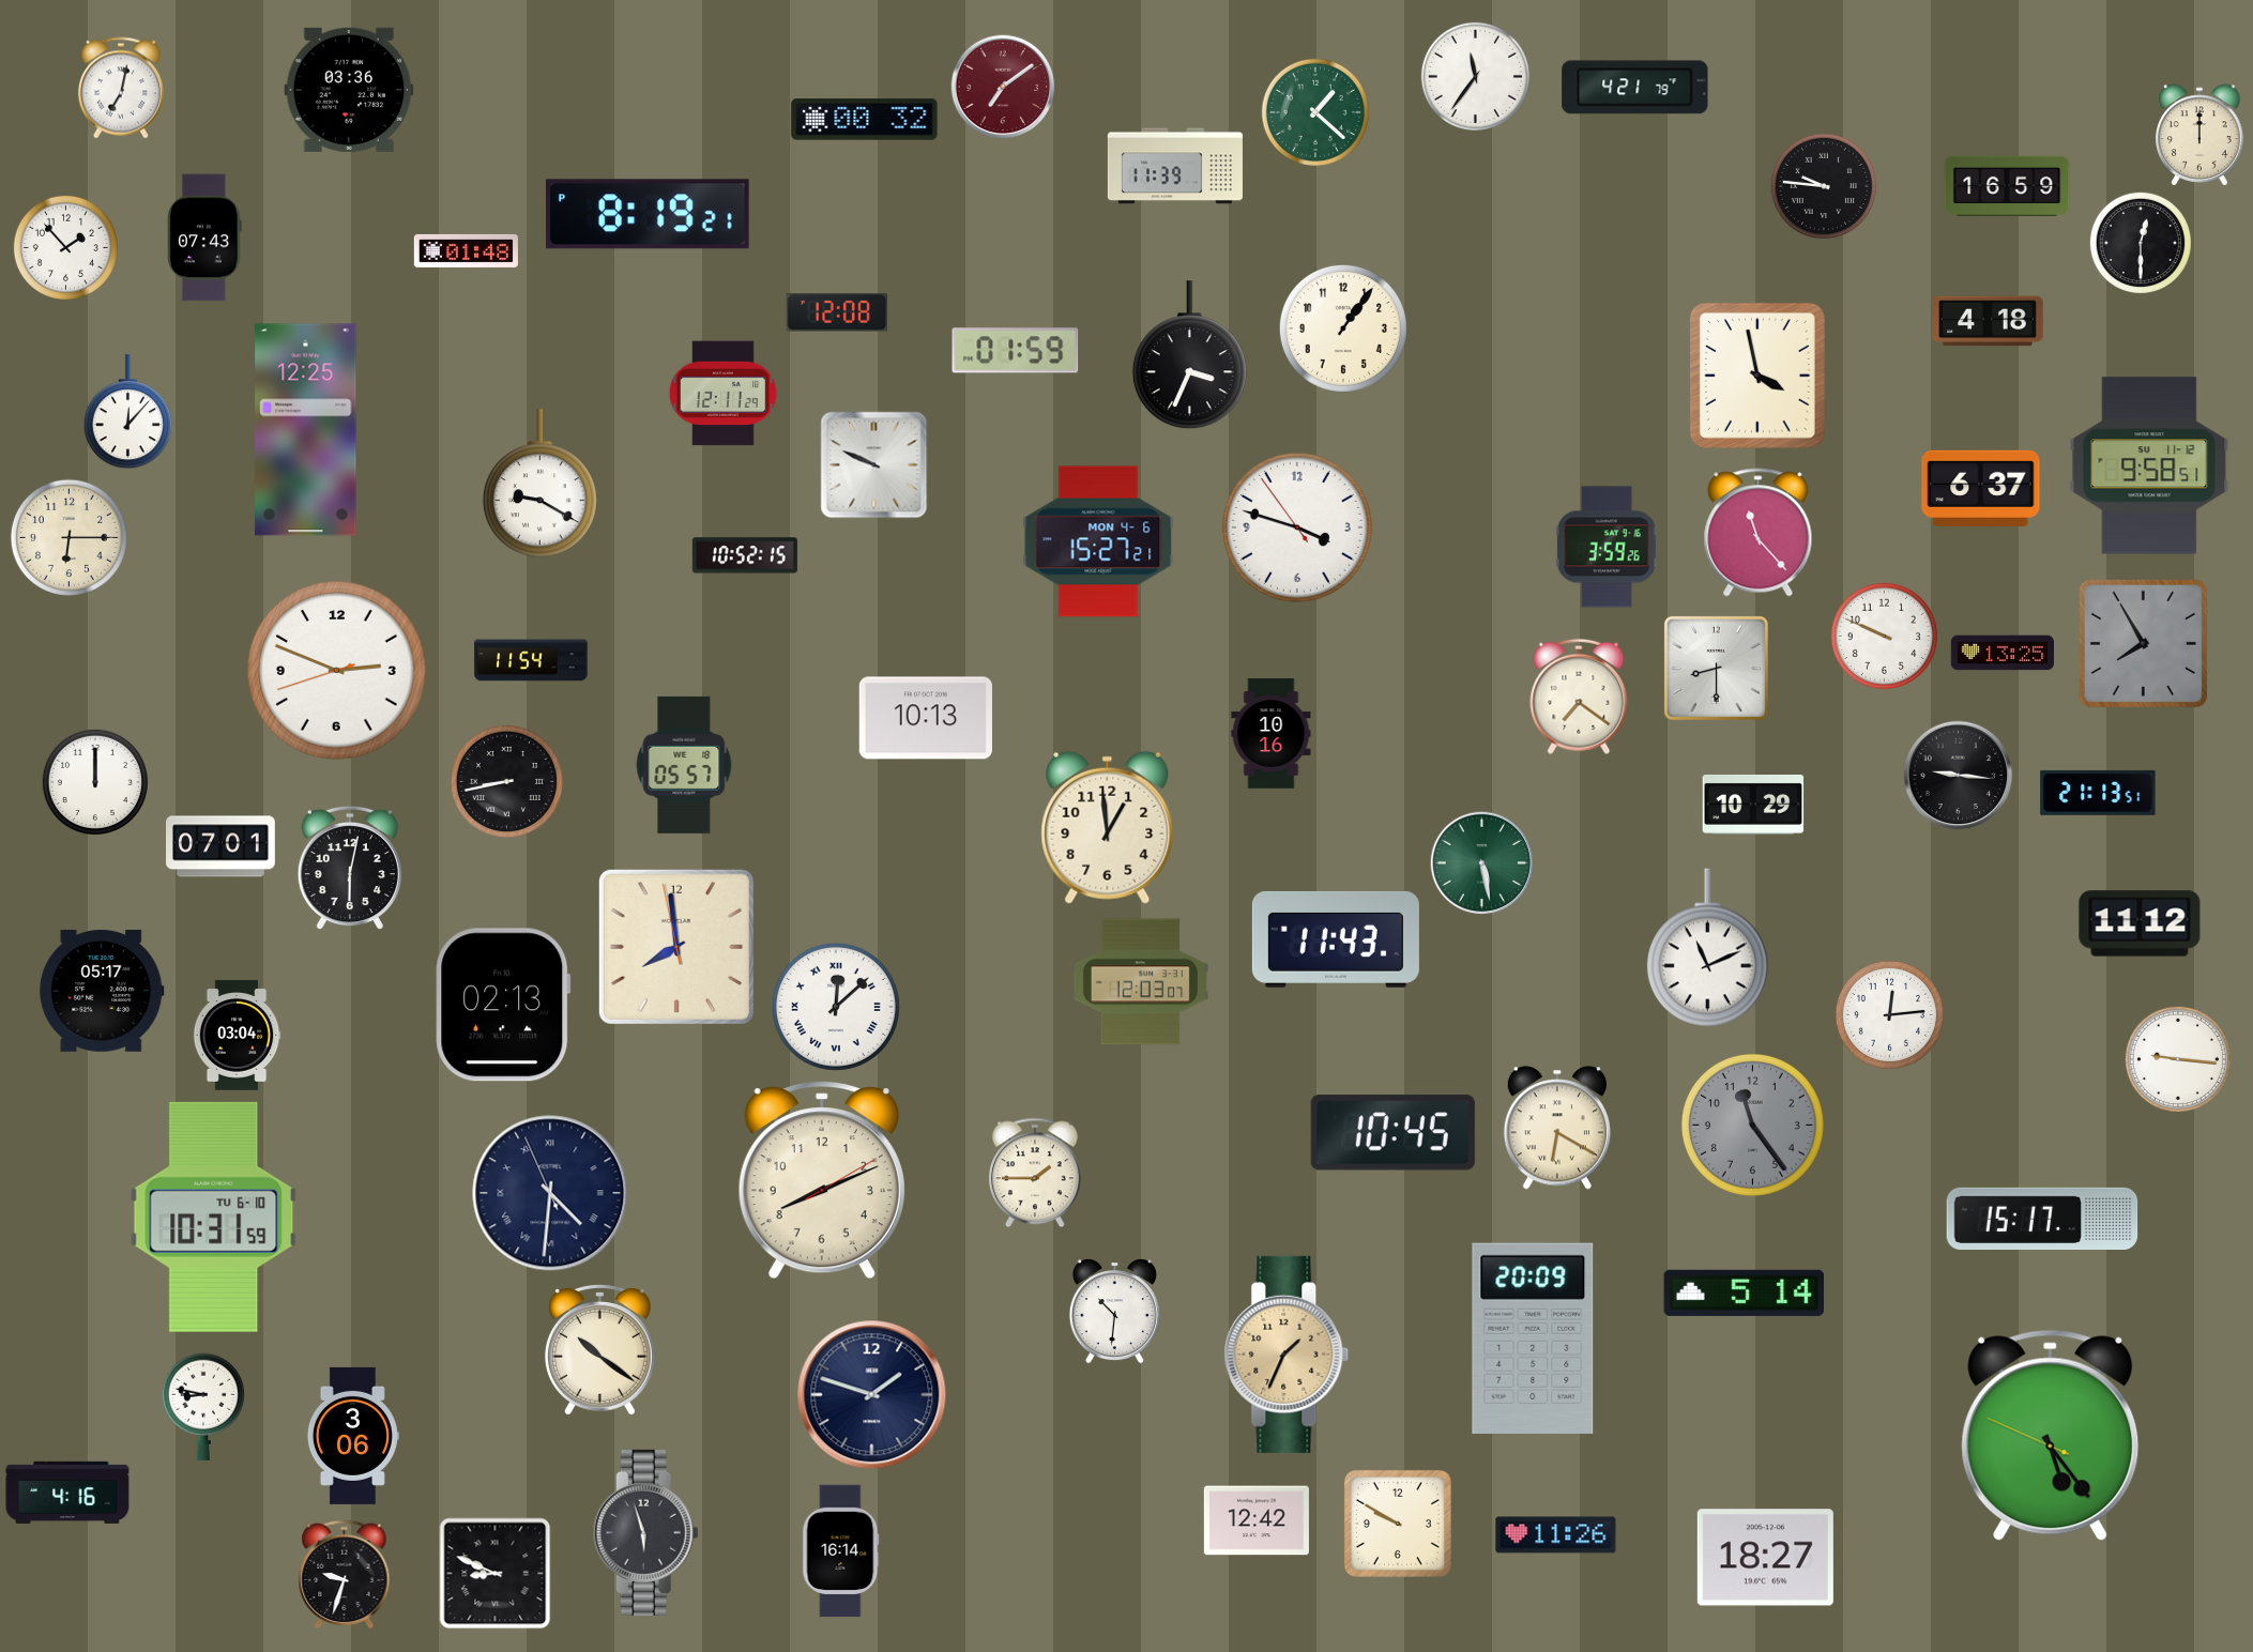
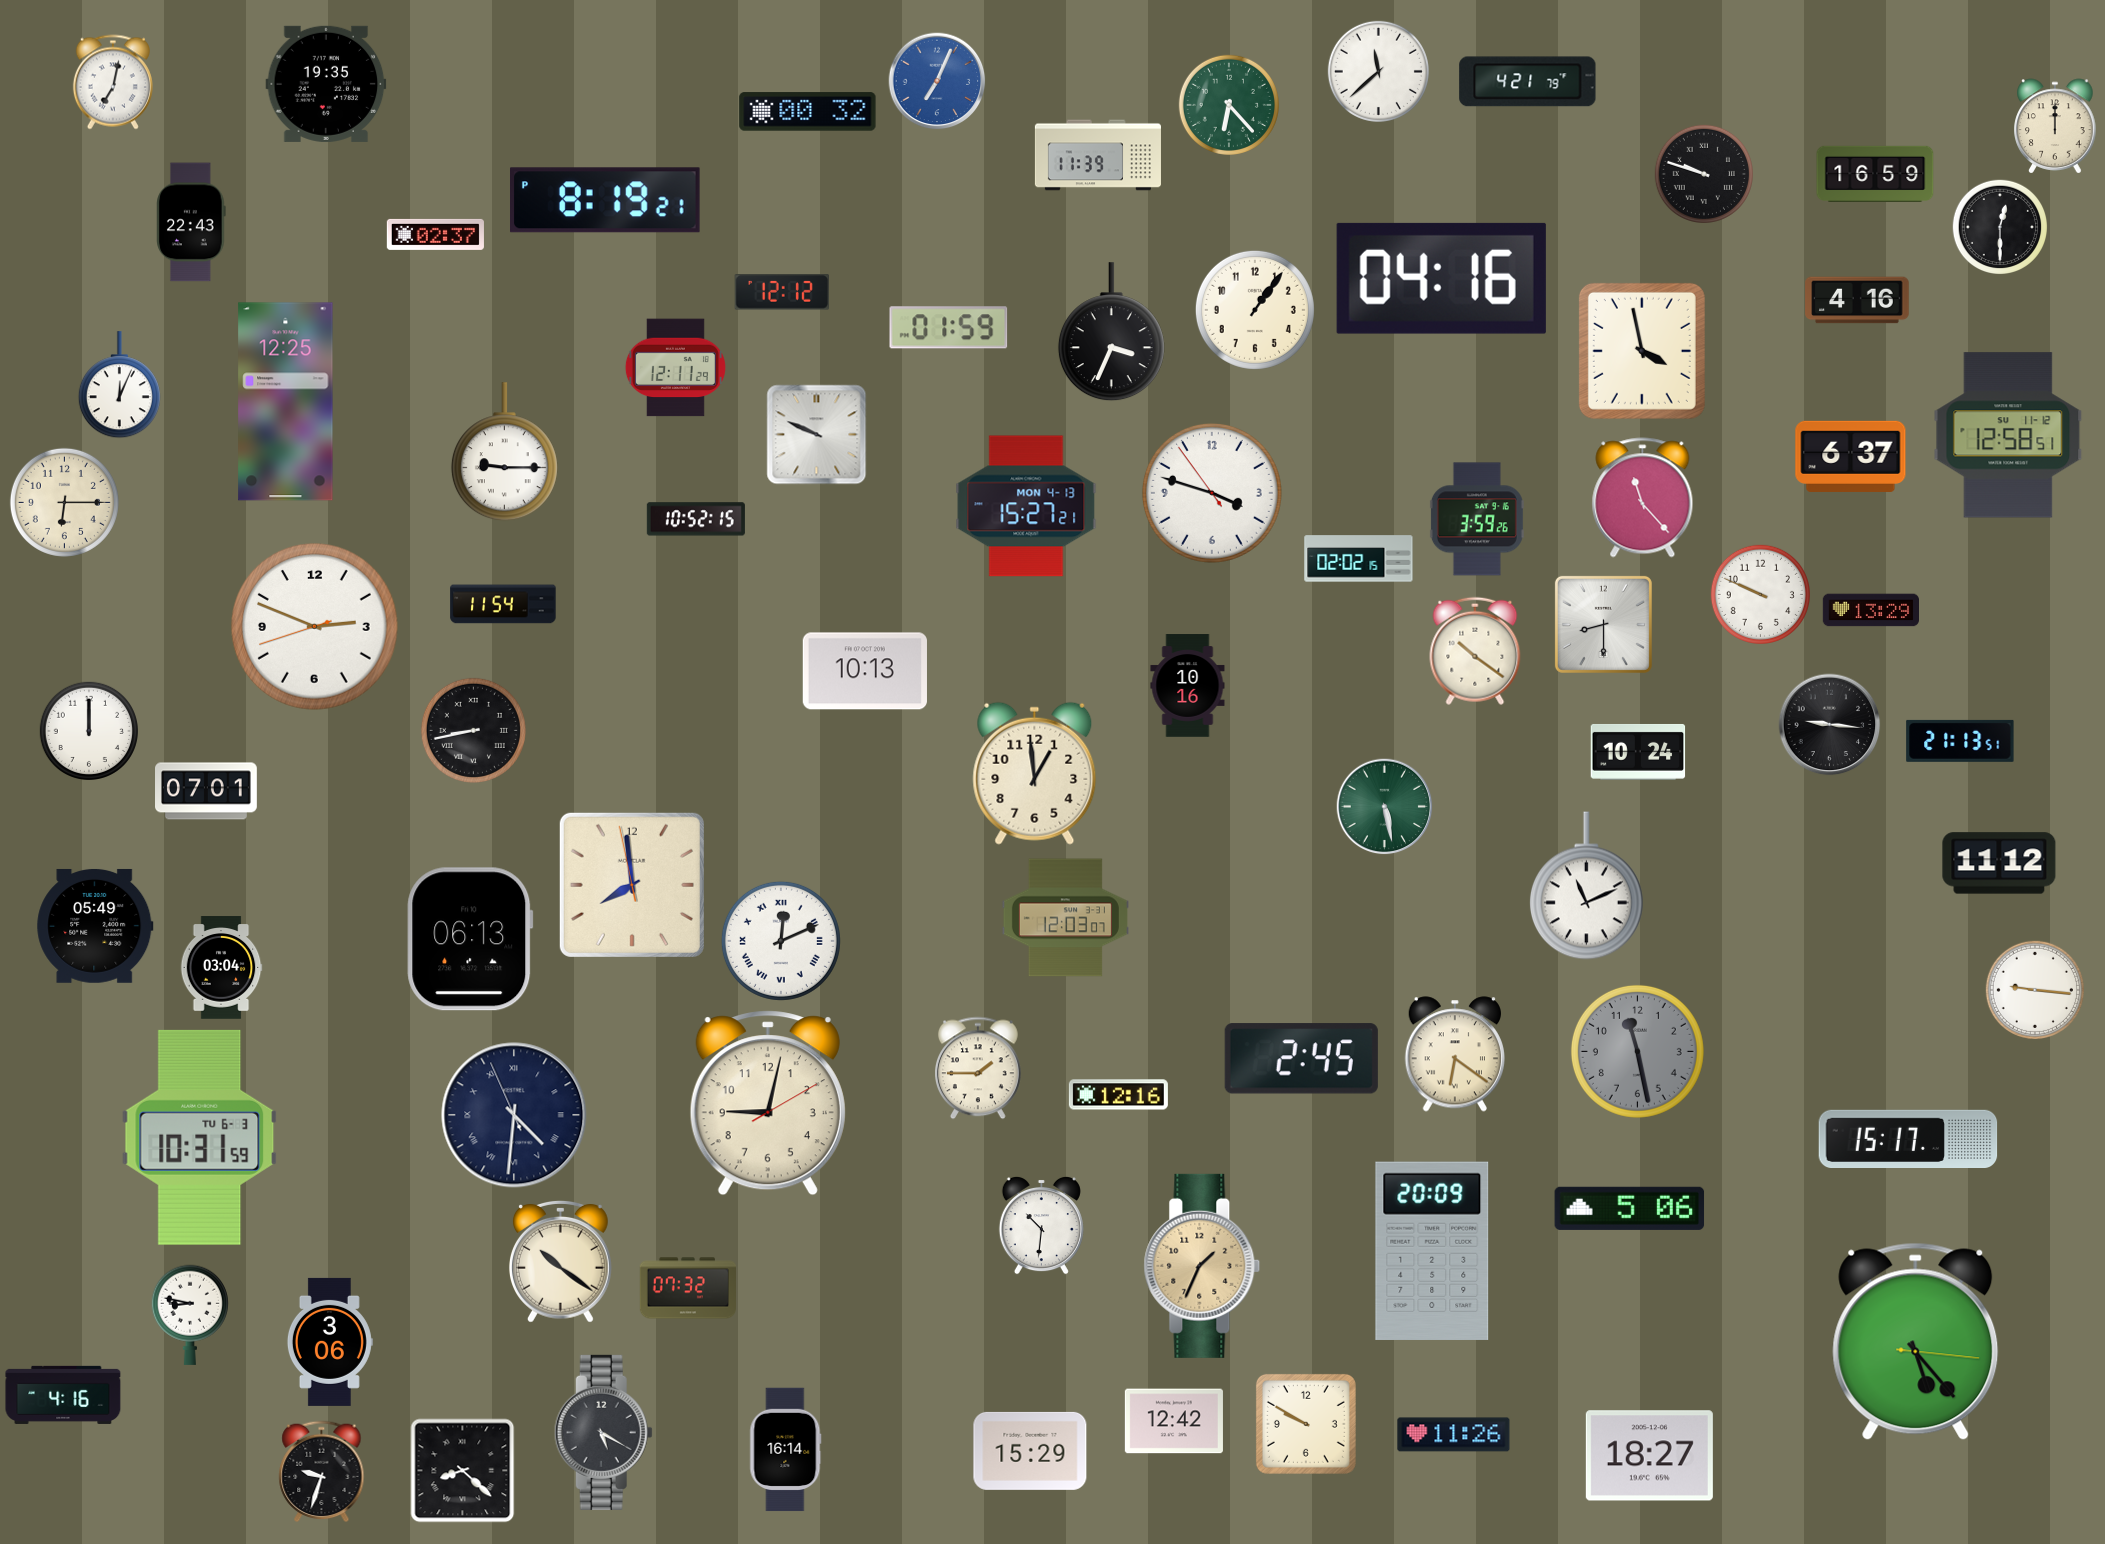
clock at (1475, 76): 11:36 -> 11:38
clock at (1003, 87): 7:09 -> 7:04
clock at (1003, 87) dial: burgundy -> blue
clock at (349, 90): 03:36 -> 19:35
clock at (1315, 112): 1:22 -> 6:23
clock at (1824, 186): 9:46 -> 9:48
clock at (204, 238): 07:43 -> 22:43
clock at (65, 247): 1:53 -> none
clock at (466, 250): 01:48 -> 02:37
clock at (1441, 278): none -> 04:16
clock at (836, 312): 12:08 -> 12:12
clock at (1988, 321): 4:18 -> 4:16
clock at (1343, 328) position: (1343, 328) -> (1255, 310)
clock at (127, 412): 12:07 -> 12:04
clock at (2149, 465): 9:58 -> 12:58
clock at (539, 484): 9:20 -> 9:15
clock at (1098, 541) date: MON 4-6 -> MON 4-13
clock at (1607, 547) position: (1607, 547) -> (1477, 519)
clock at (1359, 559): none -> 02:02
clock at (2143, 643): 7:55 -> none
clock at (2003, 653): 13:25 -> 13:29
clock at (531, 660) position: (531, 660) -> (503, 604)
clock at (1579, 697): 7:21 -> 10:21
clock at (684, 765): 05:57 -> none
clock at (1753, 805): 10:29 -> 10:24
clock at (350, 868): 6:02 -> none
clock at (1336, 939): 11:43 -> none
clock at (1707, 948) position: (1707, 948) -> (1586, 886)
clock at (102, 991): 05:17 -> 05:49
clock at (503, 1005): 02:13 -> 06:13
clock at (836, 1007): 12:08 -> 12:11
clock at (1889, 1014): 12:14 -> none
clock at (1752, 1125): 11:24 -> 11:28
clock at (1556, 1128): 6:20 -> 6:21
clock at (1392, 1133): 10:45 -> 2:45
clock at (1118, 1095): none -> 12:16
clock at (1036, 1173) position: (1036, 1173) -> (979, 1068)
clock at (822, 1180): 8:11 -> 9:02
clock at (214, 1217) date: TU 6-10 -> TU 6-3
clock at (1745, 1292): 5:14 -> 5:06
clock at (687, 1288): none -> 07:32
clock at (872, 1395): 1:48 -> none
clock at (2051, 1436): 5:23:49 -> 5:23:16
clock at (645, 1532): 5:57 -> 5:20
clock at (1030, 1451): none -> 15:29
clock at (496, 1574): 8:49 -> 8:22
